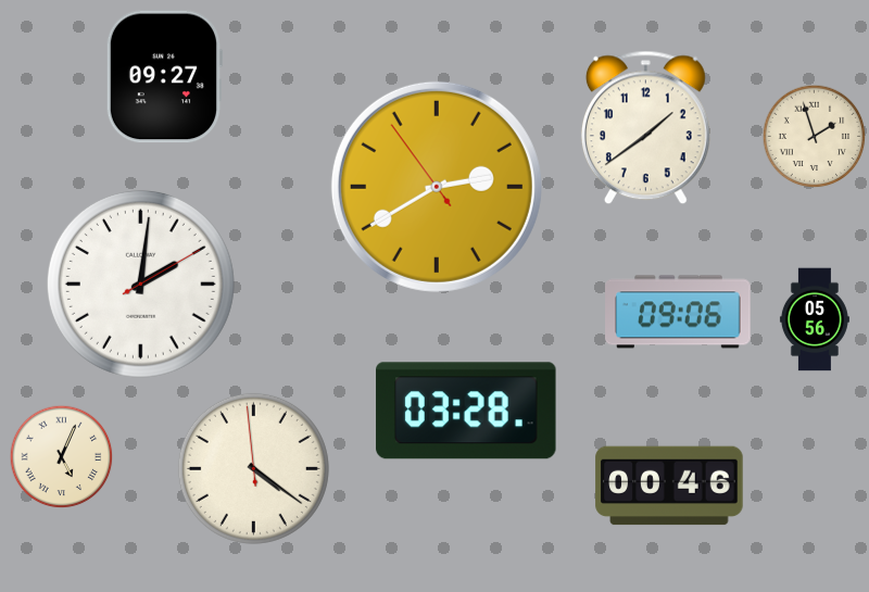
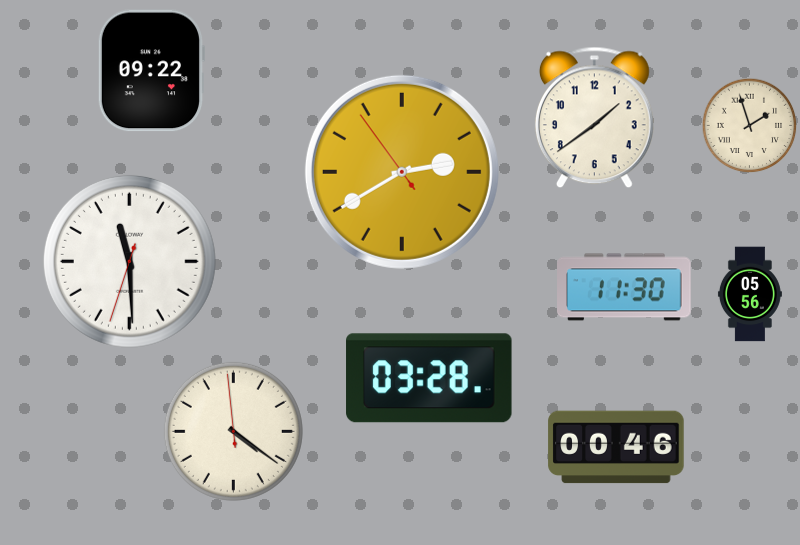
clock at (164, 77): 09:27 -> 09:22
clock at (140, 284): 2:01 -> 11:29
clock at (679, 312): 09:06 -> 11:30
clock at (62, 457): 5:04 -> none
